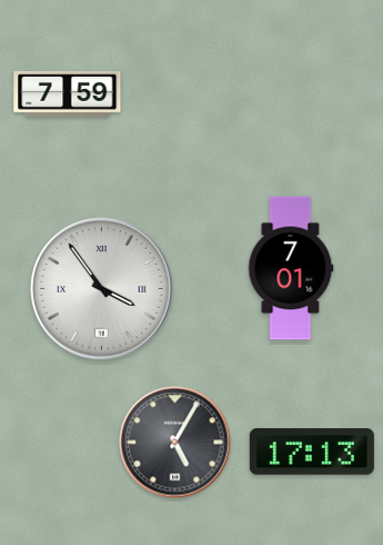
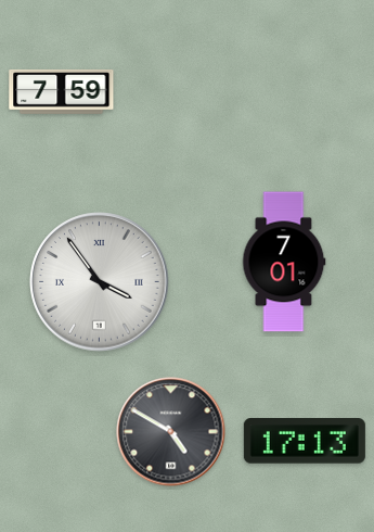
clock at (68, 93) position: (68, 93) -> (62, 91)
clock at (175, 443): 5:05 -> 4:50
